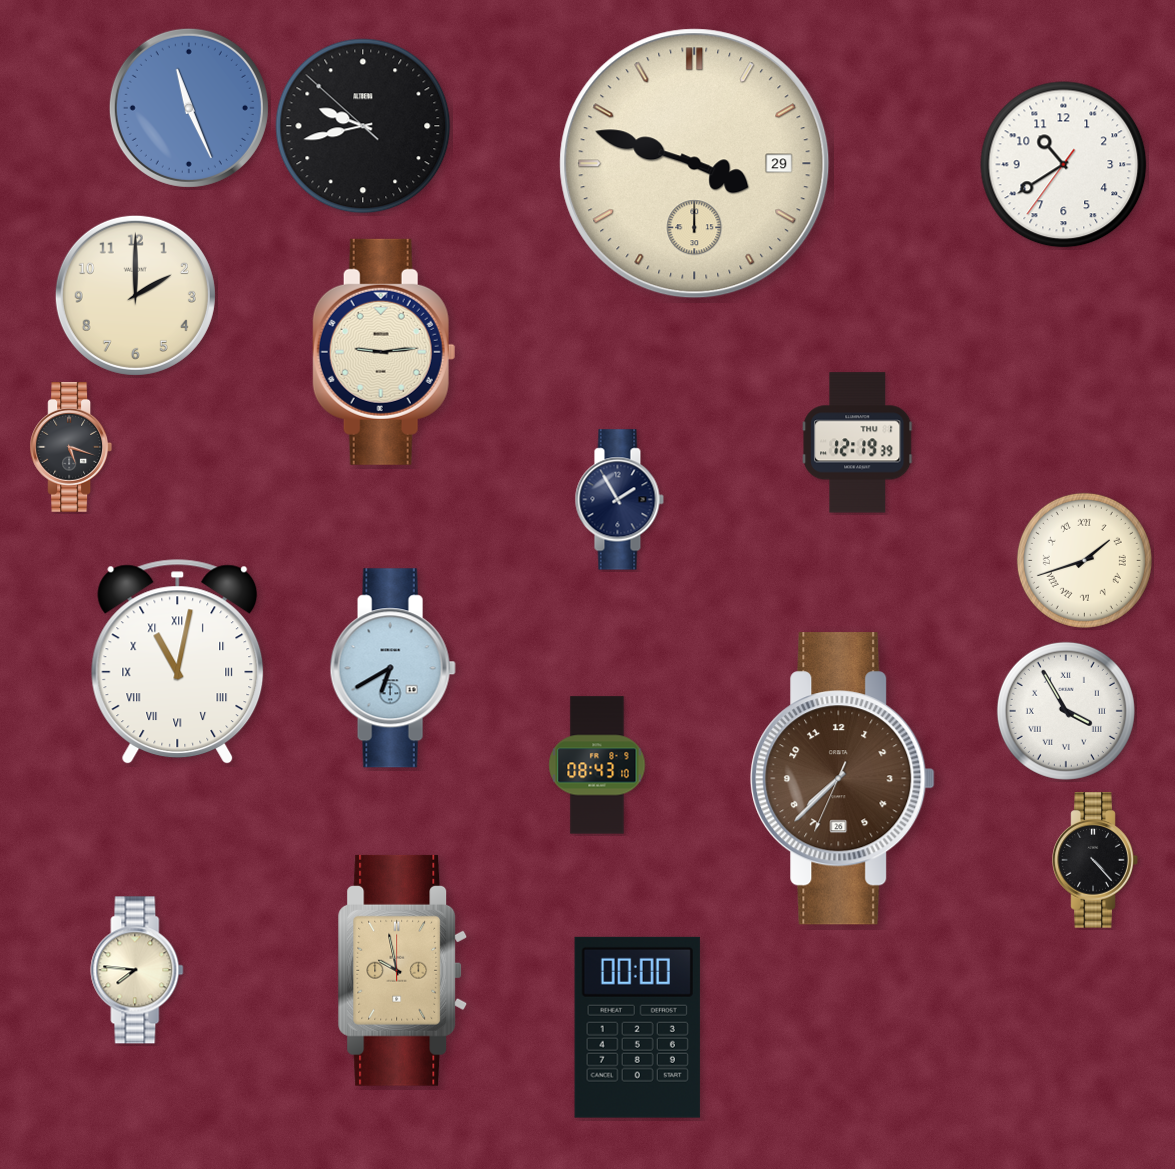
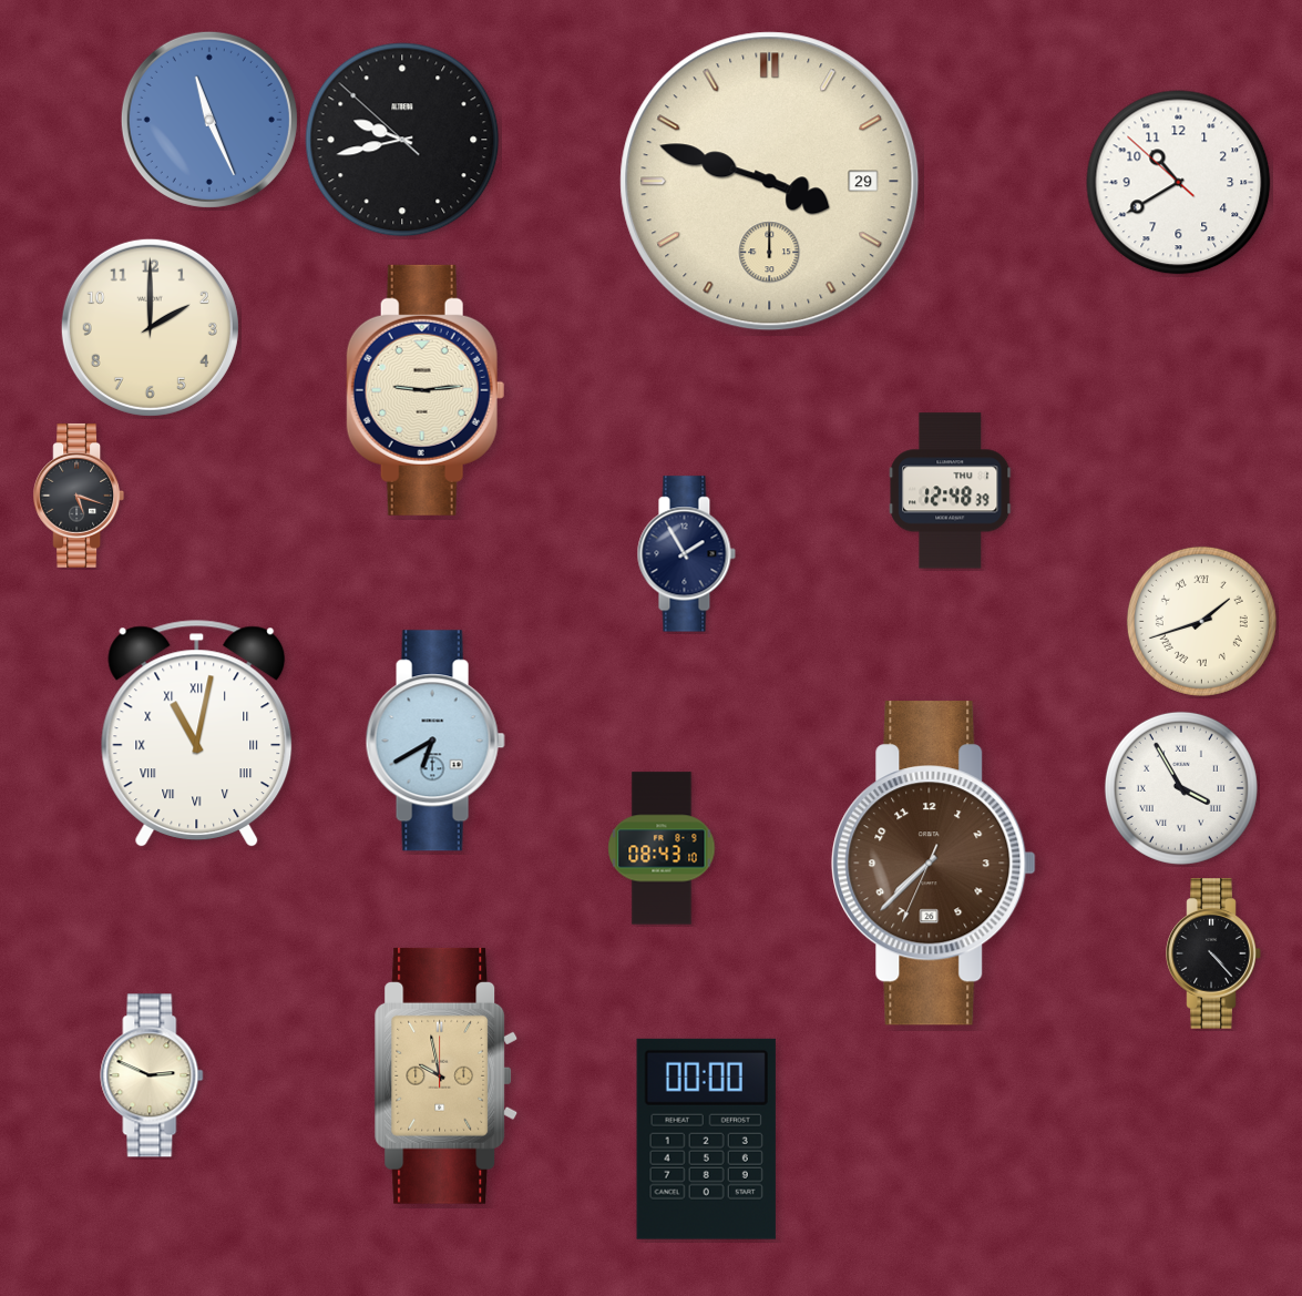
clock at (1064, 165): 10:39:36 -> 10:39:52
clock at (858, 443): 12:19 -> 12:48
clock at (137, 970): 7:46 -> 2:49
